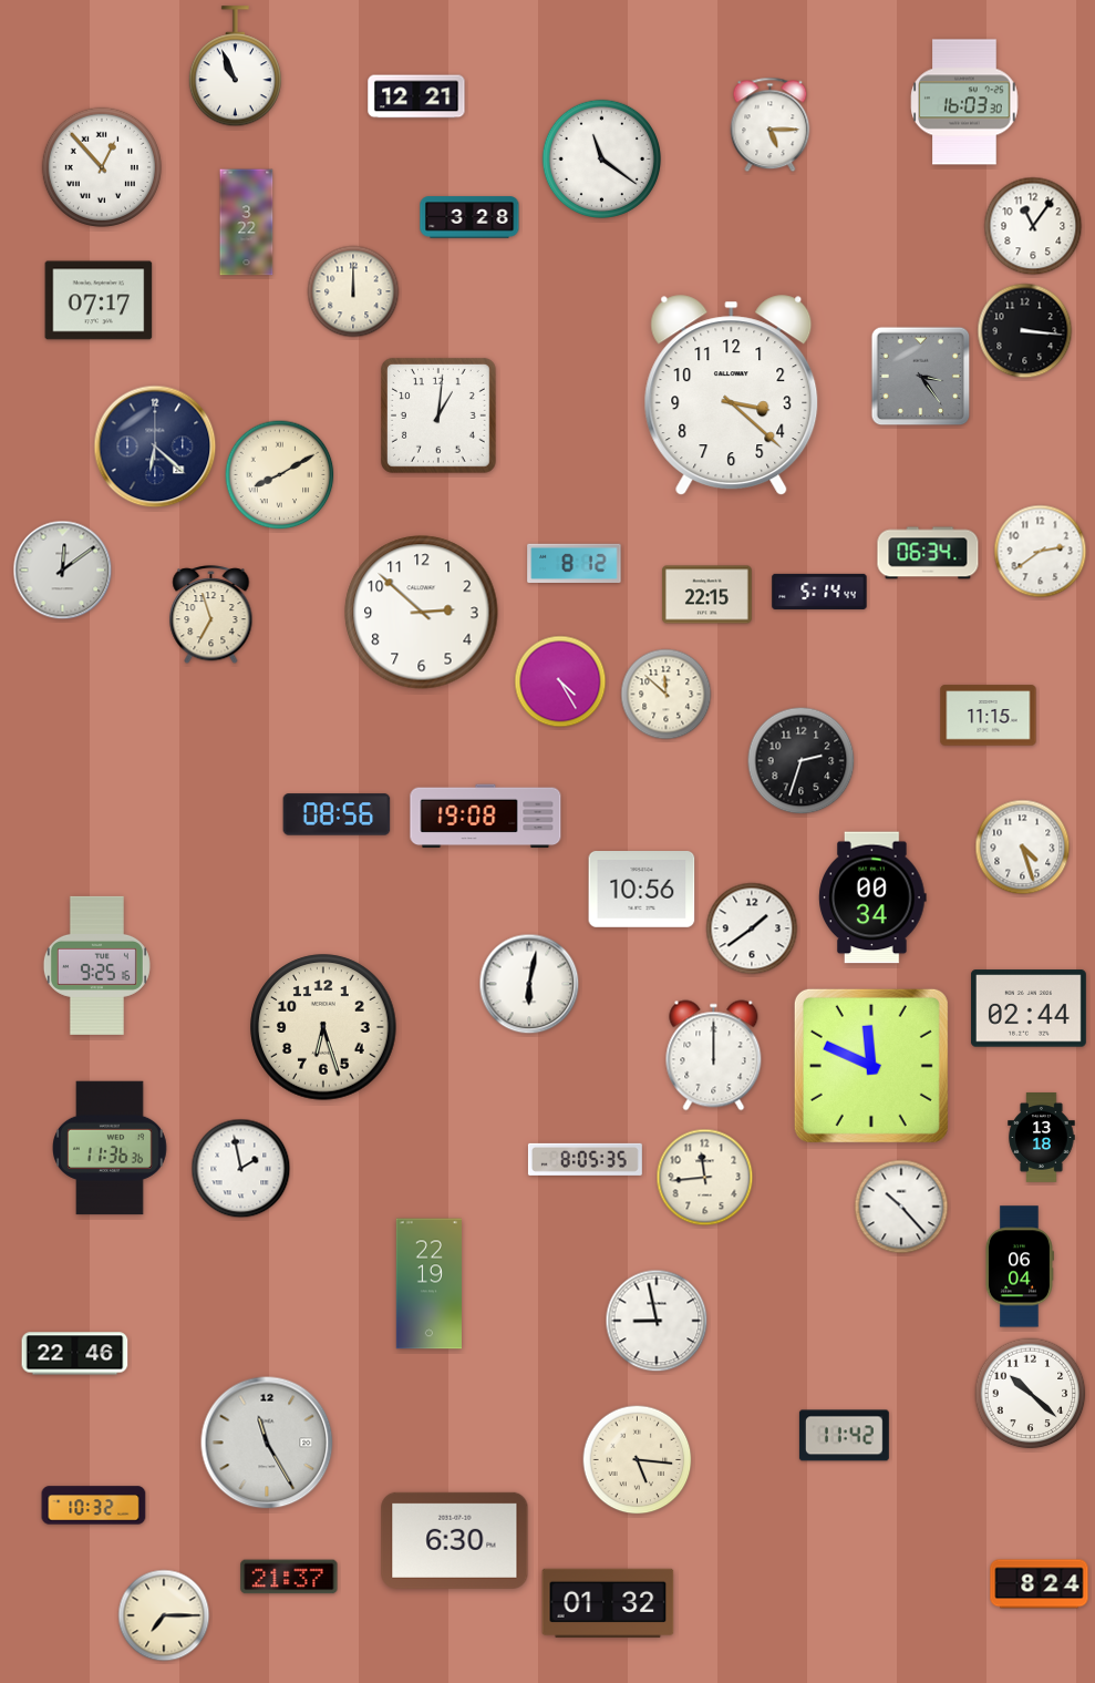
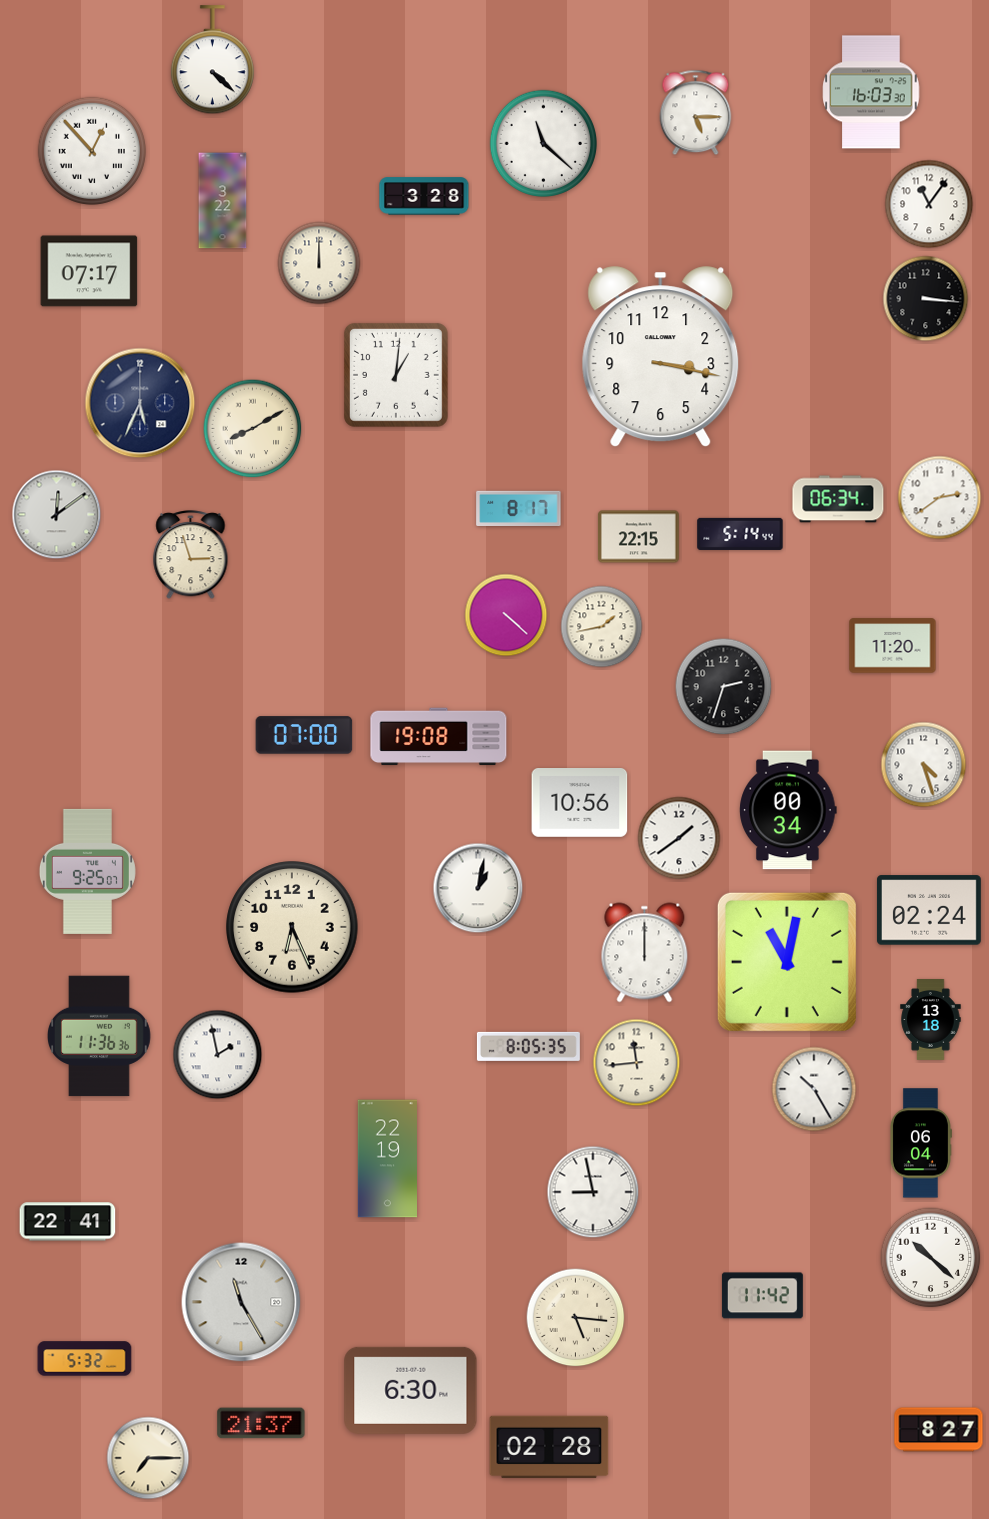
clock at (235, 66): 10:56 -> 4:22
clock at (416, 96): 12:21 -> none
clock at (601, 158): 11:21 -> 11:22
clock at (1033, 226) position: (1033, 226) -> (929, 204)
clock at (921, 377): 3:24 -> none
clock at (732, 396): 3:22 -> 3:17
clock at (155, 447): 6:22 -> 5:34
clock at (575, 563): 8:12 -> 8:17
clock at (422, 613): 2:52 -> none
clock at (211, 615): 6:57 -> 2:57
clock at (560, 681): 4:25 -> 4:22
clock at (667, 695): 11:52 -> 1:43
clock at (989, 716): 11:15 -> 11:20
clock at (337, 814): 08:56 -> 07:00
clock at (96, 965): 9:25:16 -> 9:25:07
clock at (529, 984): 6:02 -> 1:02
clock at (1029, 1008): 02:44 -> 02:24
clock at (323, 1027): 6:27 -> 6:26
clock at (871, 1066): 11:49 -> 11:02
clock at (1042, 1138) position: (1042, 1138) -> (931, 1020)
clock at (901, 1207): 10:23 -> 10:25
clock at (75, 1354): 22:46 -> 22:41
clock at (94, 1506): 10:32 -> 5:32
clock at (1040, 1584): 8:24 -> 8:27
clock at (608, 1603): 01:32 -> 02:28
